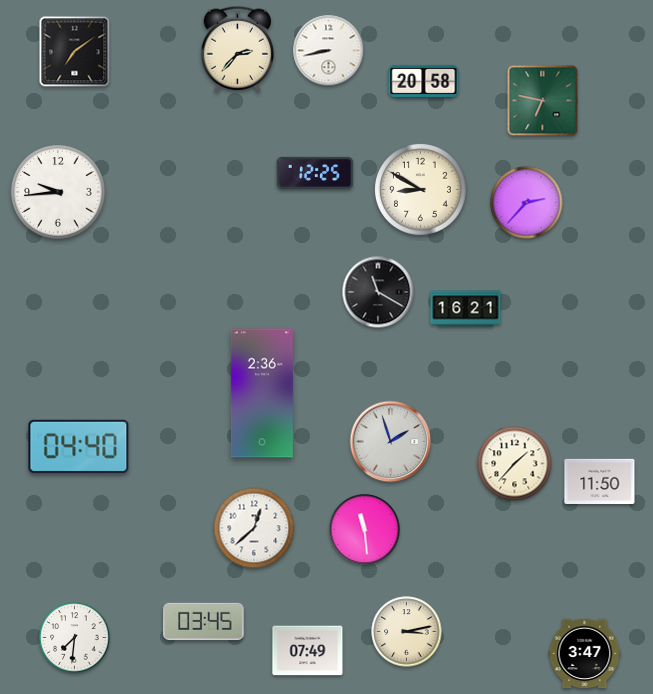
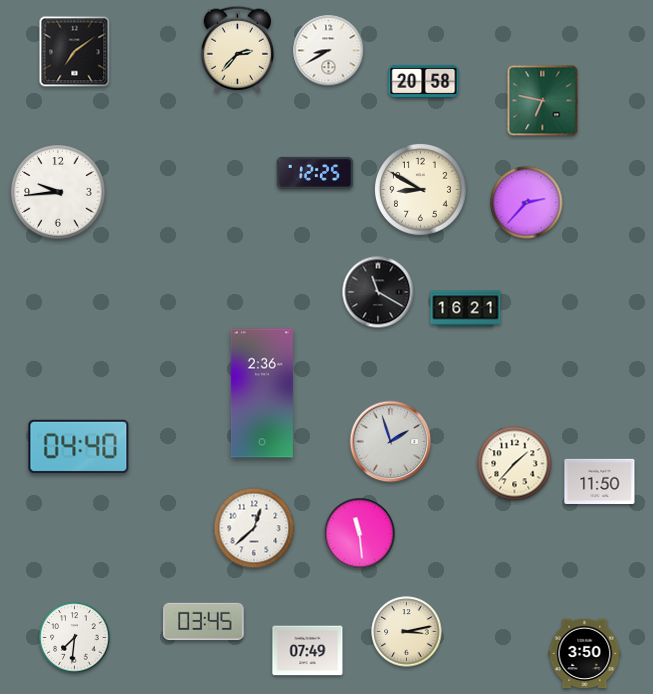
clock at (329, 51): 8:43 -> 8:40
clock at (365, 530) position: (365, 530) -> (360, 534)
clock at (585, 654): 3:47 -> 3:50
